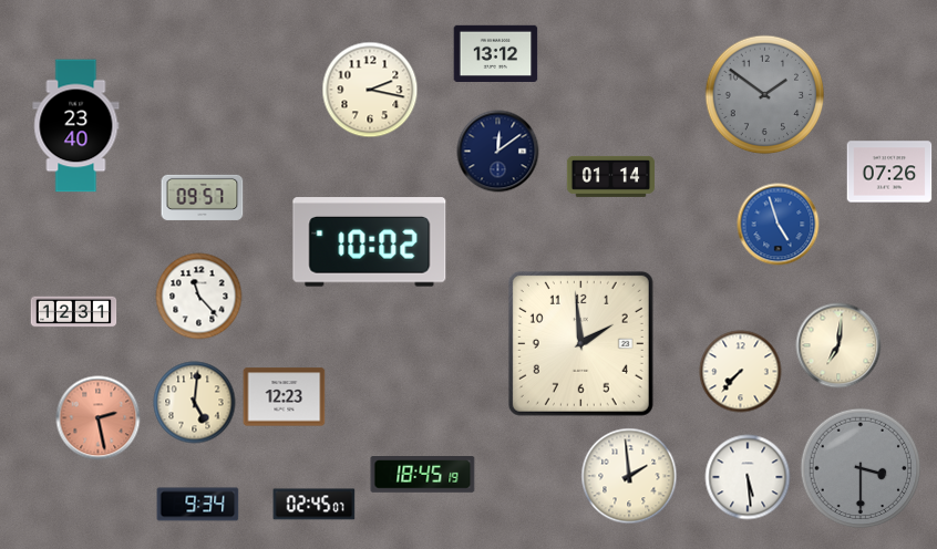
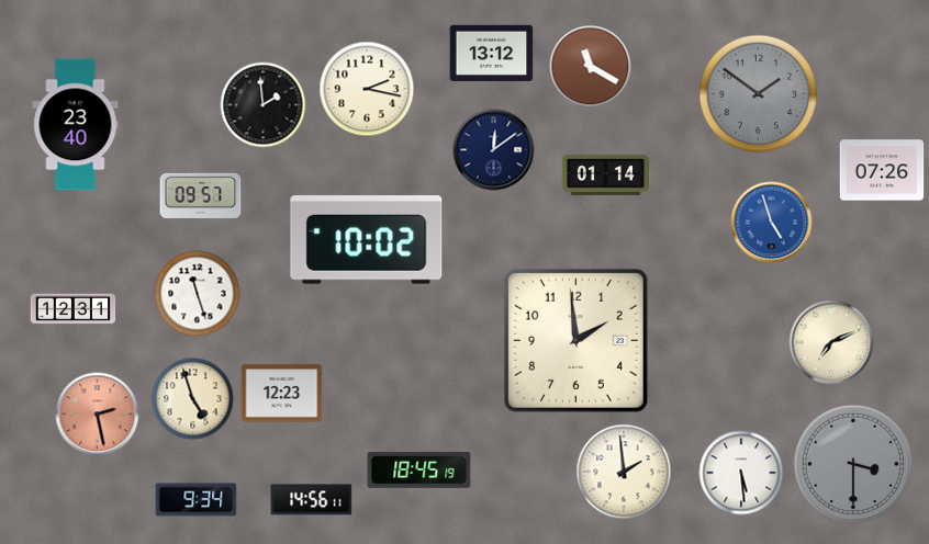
clock at (591, 67): none -> 11:20
clock at (264, 105): none -> 1:59
clock at (199, 297): 11:23 -> 11:27
clock at (838, 345): 7:01 -> 7:11
clock at (741, 372): 7:37 -> none
clock at (195, 403): 5:01 -> 4:57
clock at (315, 505): 02:45 -> 14:56
